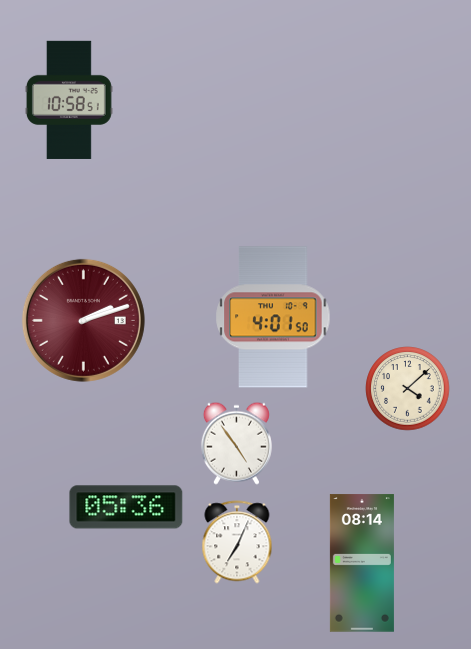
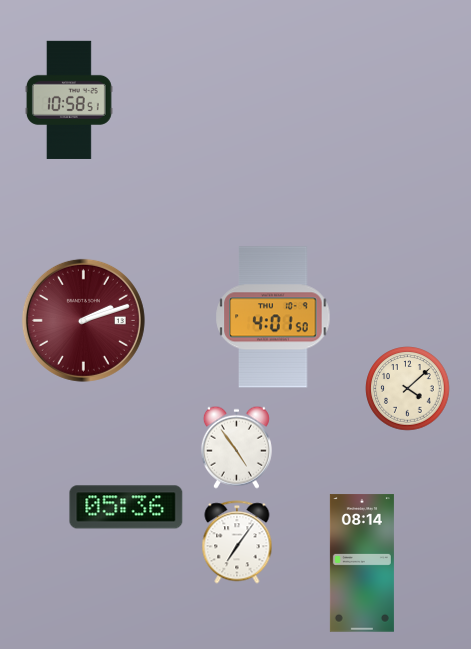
clock at (236, 443) position: (236, 443) -> (236, 447)
clock at (237, 542): 7:04 -> 7:06
